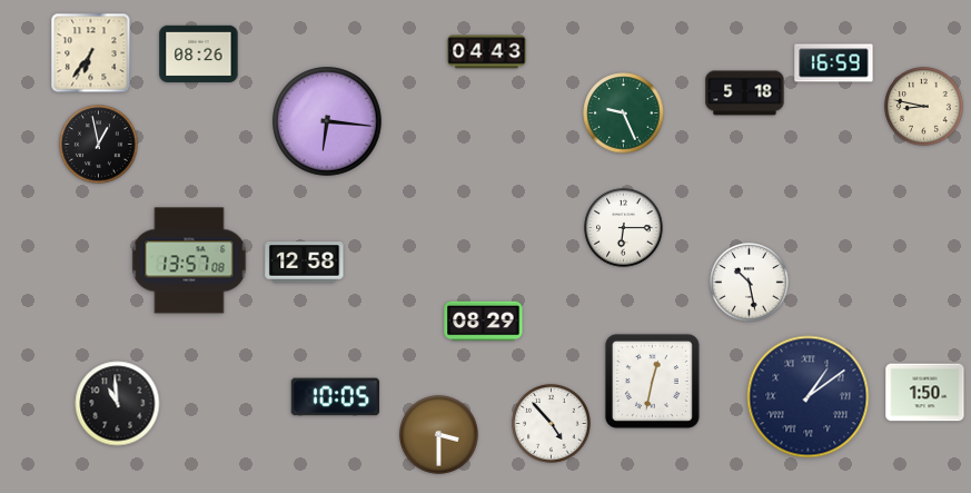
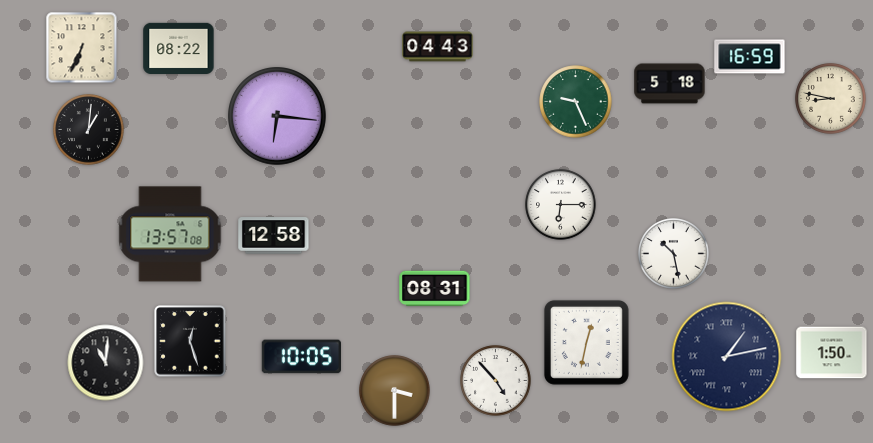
clock at (91, 53): 6:36 -> 6:34
clock at (199, 53): 08:26 -> 08:22
clock at (924, 107) position: (924, 107) -> (831, 99)
clock at (624, 114) position: (624, 114) -> (576, 102)
clock at (328, 122) position: (328, 122) -> (278, 117)
clock at (99, 145): 12:58 -> 1:01
clock at (484, 322): 08:29 -> 08:31
clock at (190, 341): none -> 12:27
clock at (809, 397): 1:09 -> 1:13
clock at (118, 404): 10:59 -> 11:01
